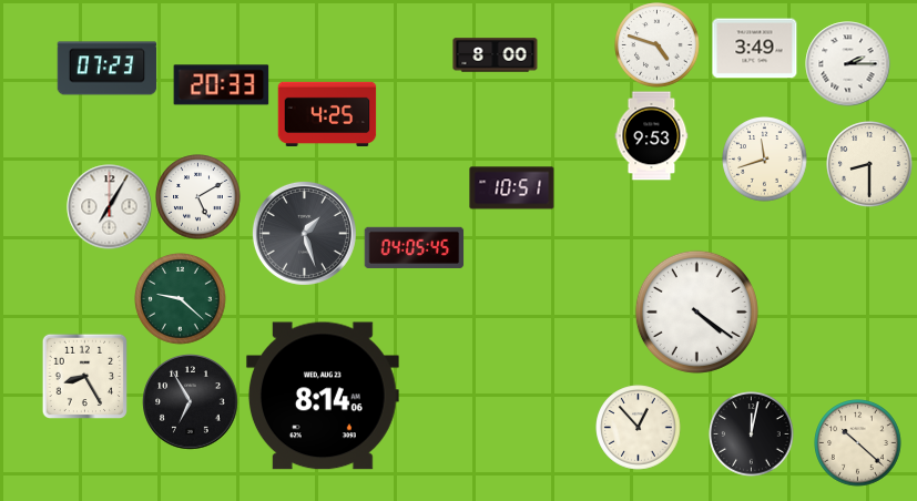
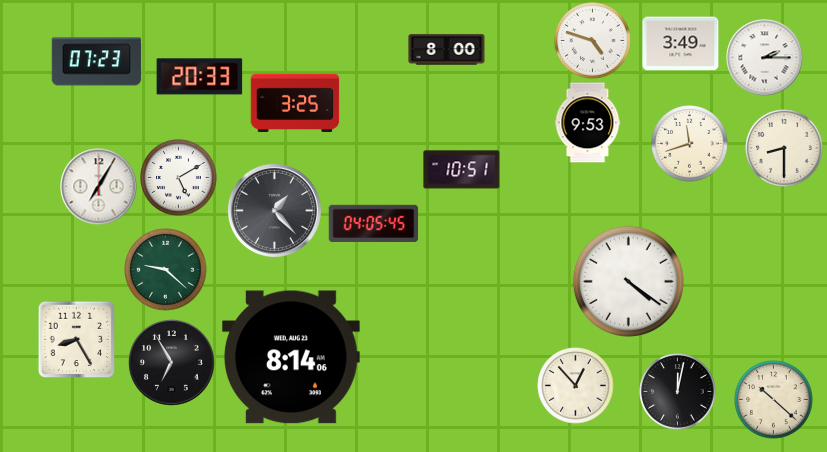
clock at (327, 113): 4:25 -> 3:25
clock at (304, 233): 1:27 -> 1:23
clock at (181, 299) position: (181, 299) -> (166, 270)
